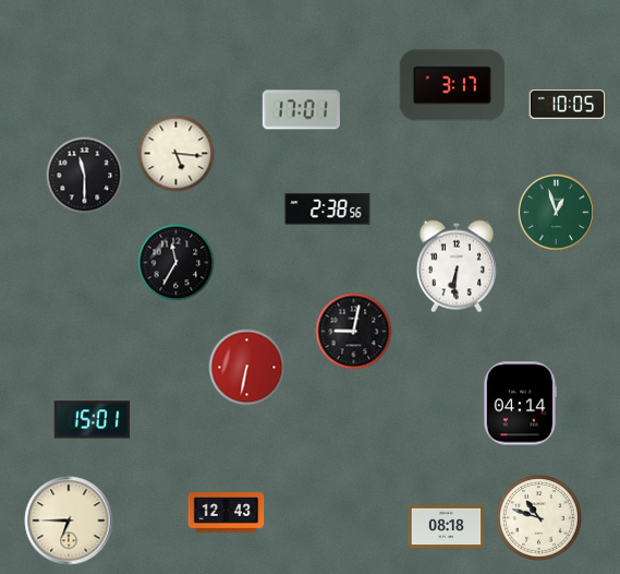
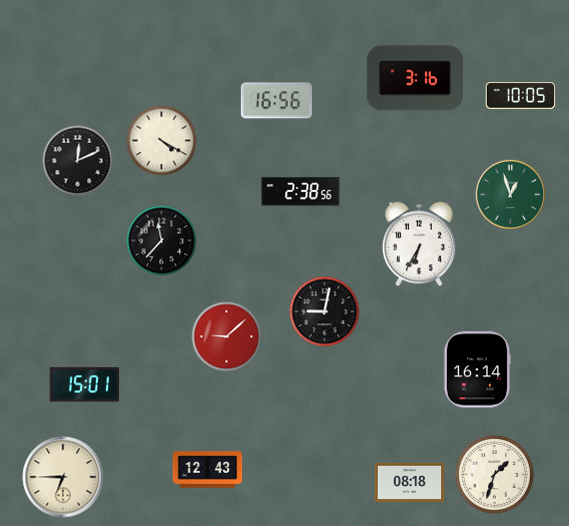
clock at (452, 85): 3:17 -> 3:16
clock at (301, 110): 17:01 -> 16:56
clock at (177, 154): 5:16 -> 4:20
clock at (85, 176): 11:30 -> 12:11
clock at (177, 263): 11:35 -> 11:37
clock at (457, 266): 6:31 -> 6:35
clock at (354, 332) position: (354, 332) -> (325, 312)
clock at (247, 368): 6:32 -> 9:08
clock at (519, 404): 04:14 -> 16:14
clock at (539, 518): 10:48 -> 1:33
